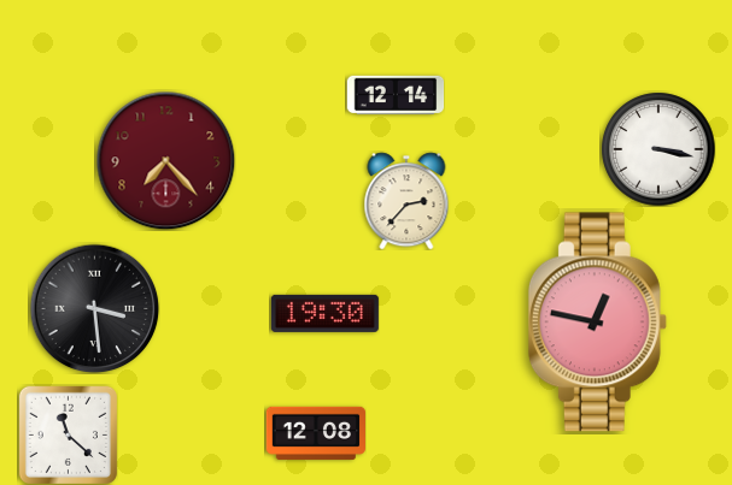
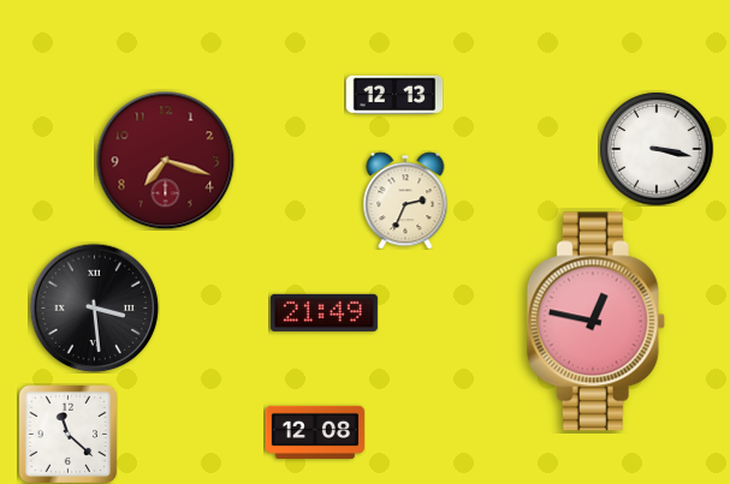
clock at (396, 94): 12:14 -> 12:13
clock at (165, 160): 7:23 -> 7:18
clock at (406, 201): 2:37 -> 2:34
clock at (324, 313): 19:30 -> 21:49
